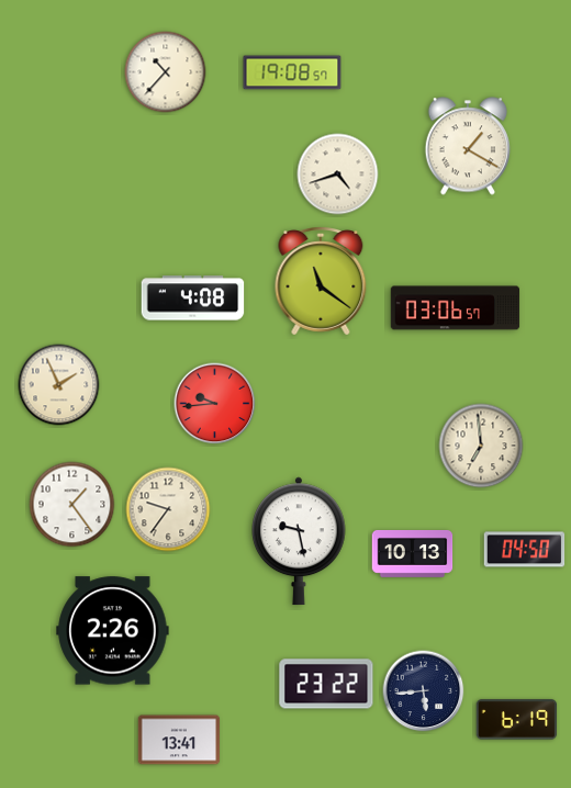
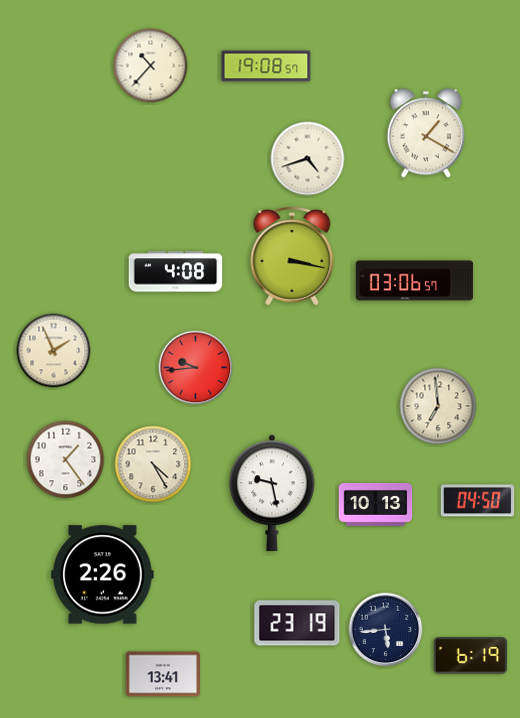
clock at (321, 282): 11:21 -> 3:17
clock at (168, 509): 9:36 -> 4:25
clock at (326, 684): 23:22 -> 23:19
